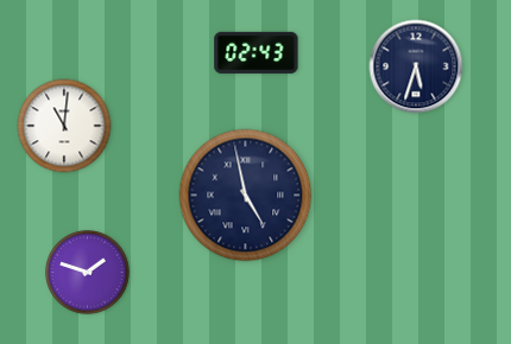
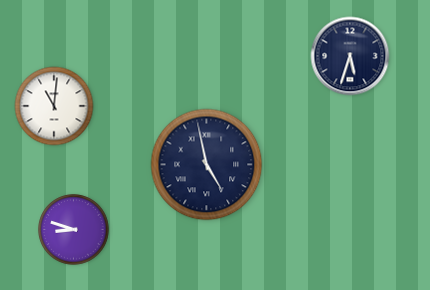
clock at (257, 52): 02:43 -> none
clock at (88, 273): 1:48 -> 8:48
